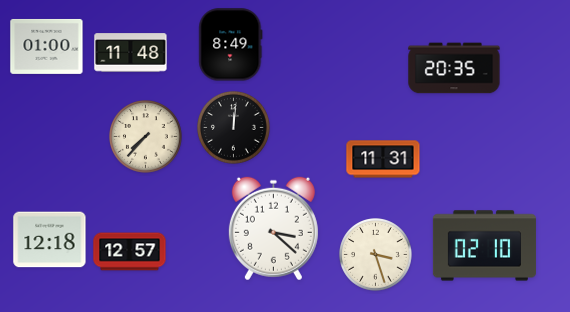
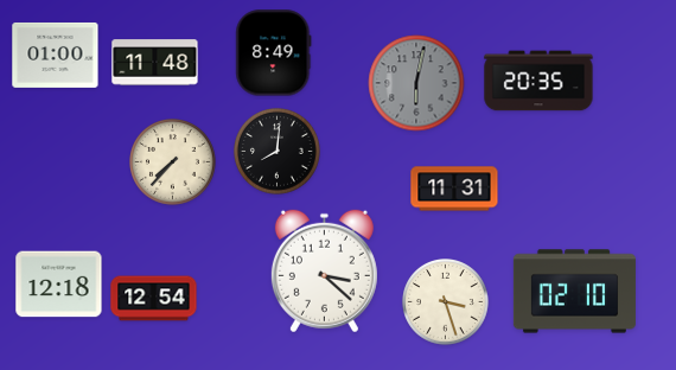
clock at (416, 83): none -> 6:02
clock at (234, 128): 12:01 -> 8:01
clock at (130, 252): 12:57 -> 12:54
